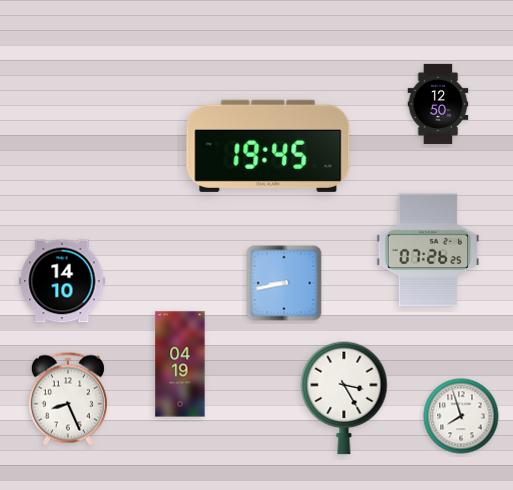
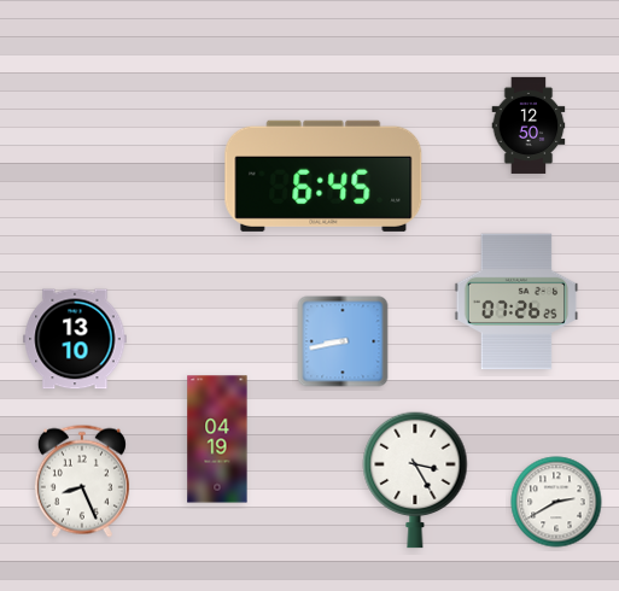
clock at (268, 146): 19:45 -> 6:45
clock at (62, 281): 14:10 -> 13:10
clock at (461, 416): 7:57 -> 2:40
